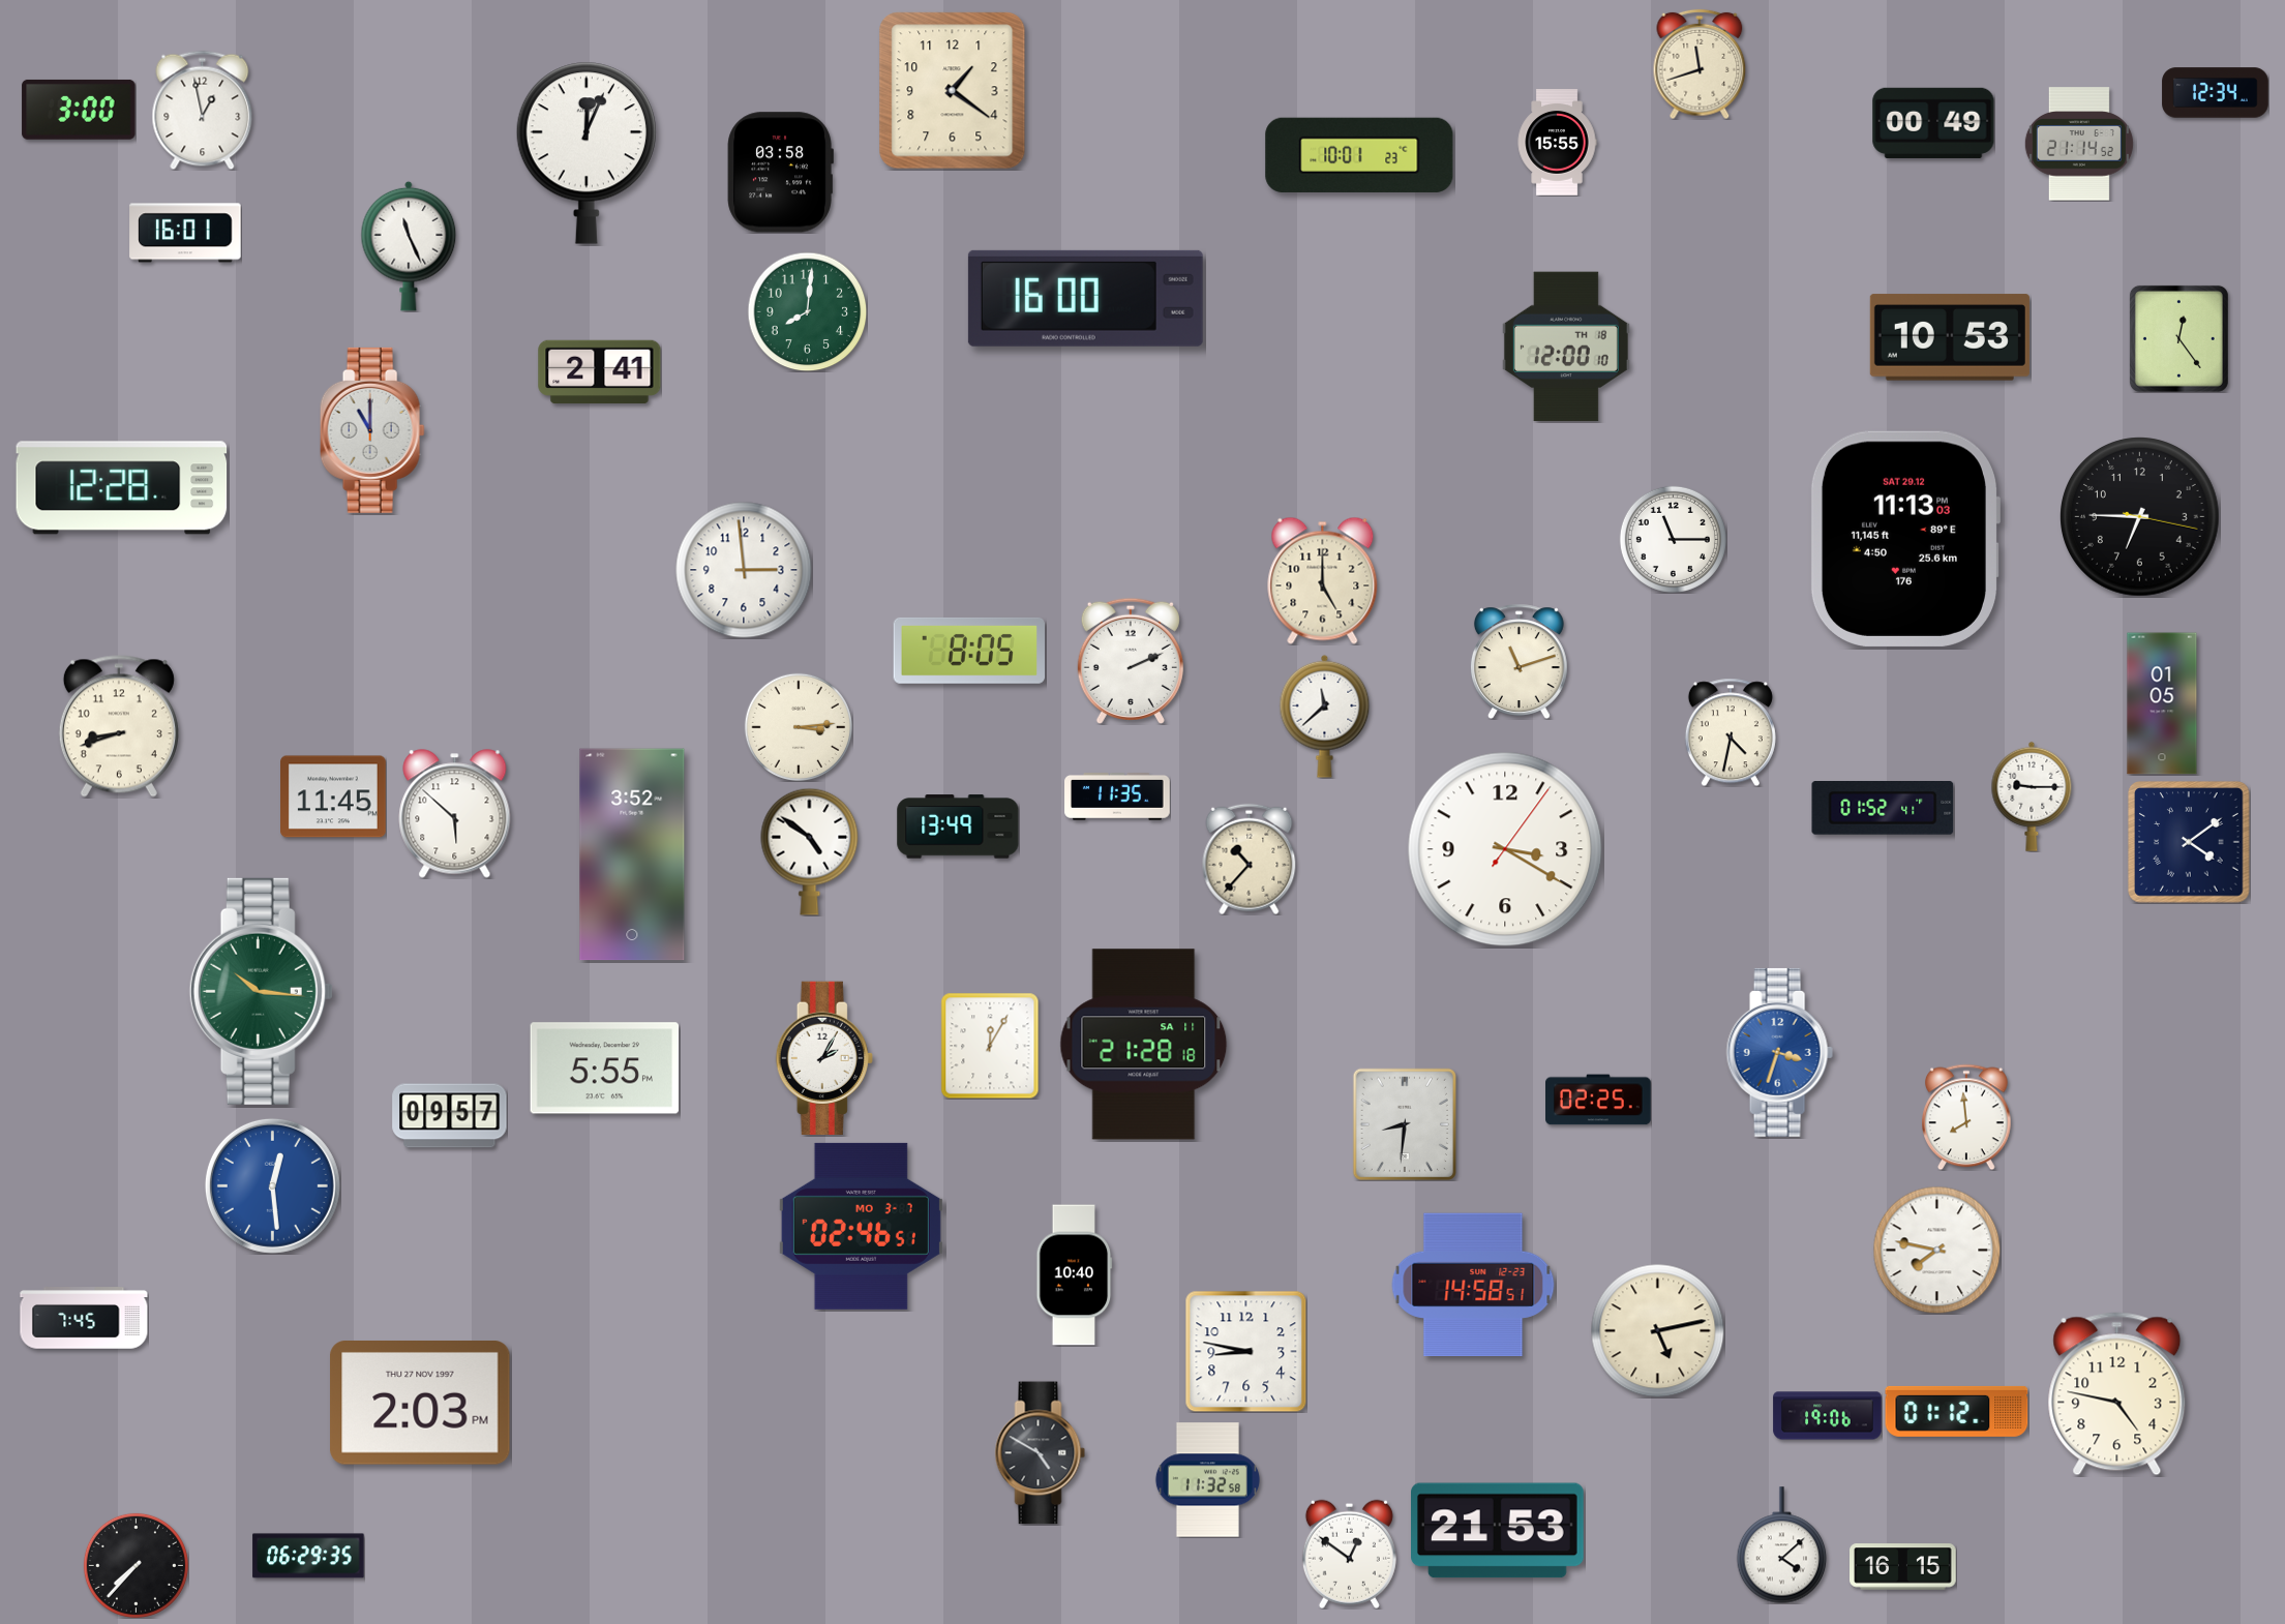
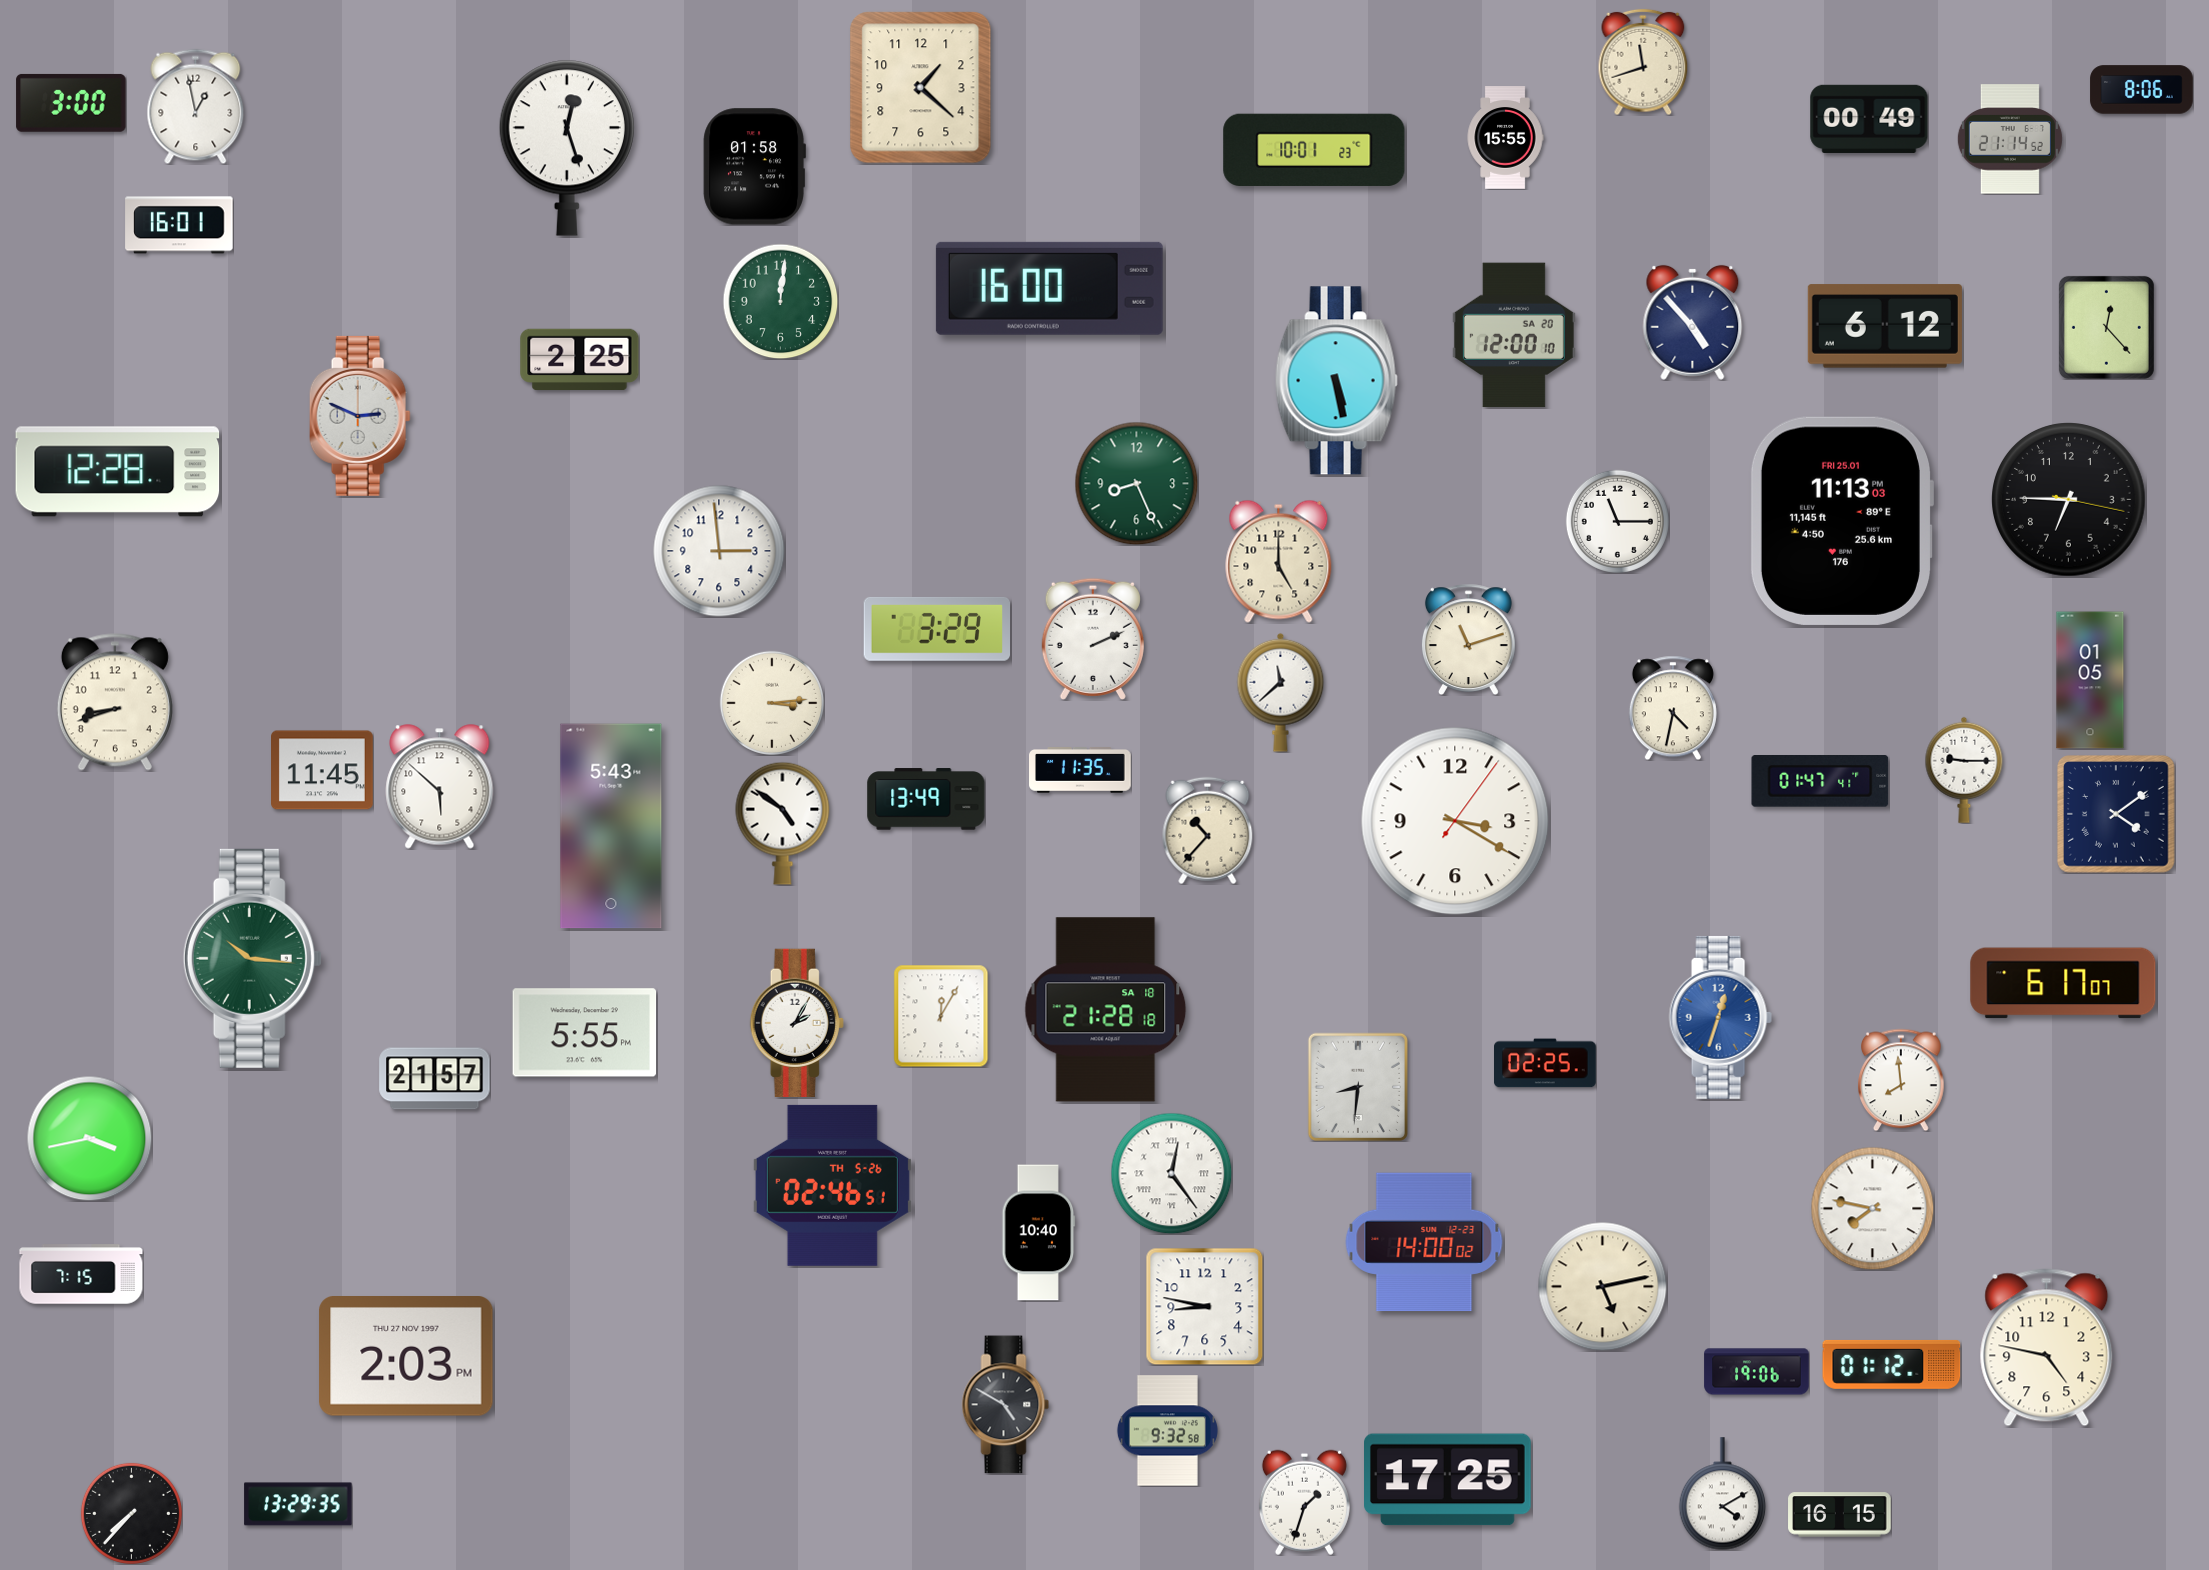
clock at (953, 91): 1:21 -> 1:22
clock at (2216, 93): 12:34 -> 8:06
clock at (79, 110) position: (79, 110) -> (71, 103)
clock at (587, 153): 12:04 -> 12:27
clock at (780, 173): 03:58 -> 01:58
clock at (409, 246): 11:26 -> none
clock at (807, 311): 8:01 -> 12:01
clock at (1693, 322): none -> 4:53
clock at (1950, 337): 10:53 -> 6:12
clock at (2178, 338): 12:24 -> 12:23
clock at (1566, 347) date: TH 18 -> SA 20
clock at (600, 372): 2:41 -> 2:25
clock at (1336, 381): none -> 5:28
clock at (372, 430): 11:00 -> 2:49
clock at (1136, 483): none -> 8:26
clock at (1904, 539) date: SAT 29.12 -> FRI 25.01
clock at (969, 651): 8:05 -> 3:29
clock at (1883, 809): 01:52 -> 01:47
clock at (632, 854): 3:52 -> 5:43
clock at (2063, 983): none -> 6:17
clock at (1144, 1045) date: SA 11 -> SA 18
clock at (990, 1046) position: (990, 1046) -> (941, 1016)
clock at (1779, 1052): 3:33 -> 12:33
clock at (450, 1116): 09:57 -> 21:57
clock at (89, 1138): none -> 3:43
clock at (272, 1185): 12:29 -> none
clock at (1171, 1173): none -> 12:24
clock at (861, 1226) date: MO 3-7 -> TH 5-26
clock at (1473, 1285): 14:58 -> 14:00
clock at (84, 1318): 7:45 -> 7:15
clock at (1828, 1416) position: (1828, 1416) -> (1757, 1372)
clock at (1207, 1480): 11:32 -> 9:32
clock at (1498, 1531): 21:53 -> 17:25
clock at (1782, 1545): 4:08 -> 4:10
clock at (1349, 1554): 12:51 -> 1:33
clock at (308, 1556): 06:29 -> 13:29
